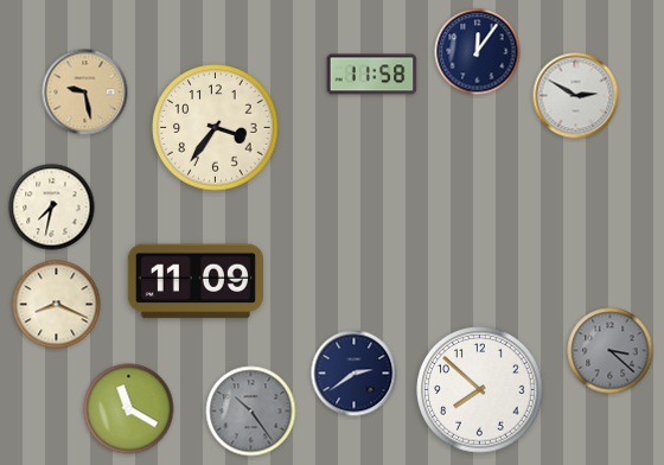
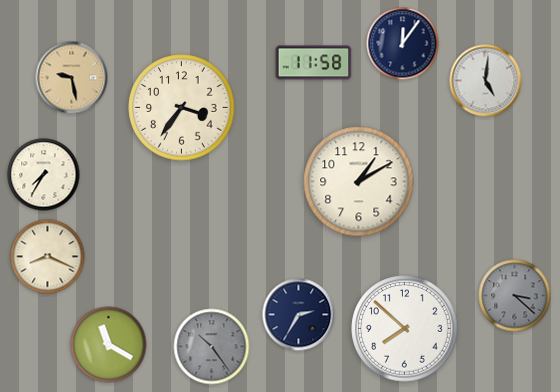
clock at (576, 96): 2:50 -> 5:01
clock at (52, 208): 7:32 -> 7:35
clock at (359, 182): none -> 1:10
clock at (196, 281): 11:09 -> none
clock at (355, 374): 2:39 -> 2:35
